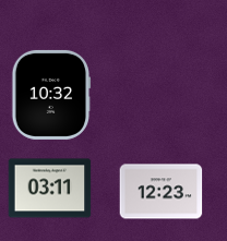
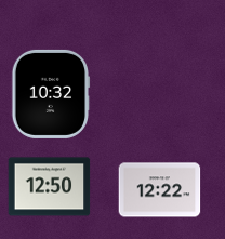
clock at (50, 189): 03:11 -> 12:50
clock at (162, 192): 12:23 -> 12:22
